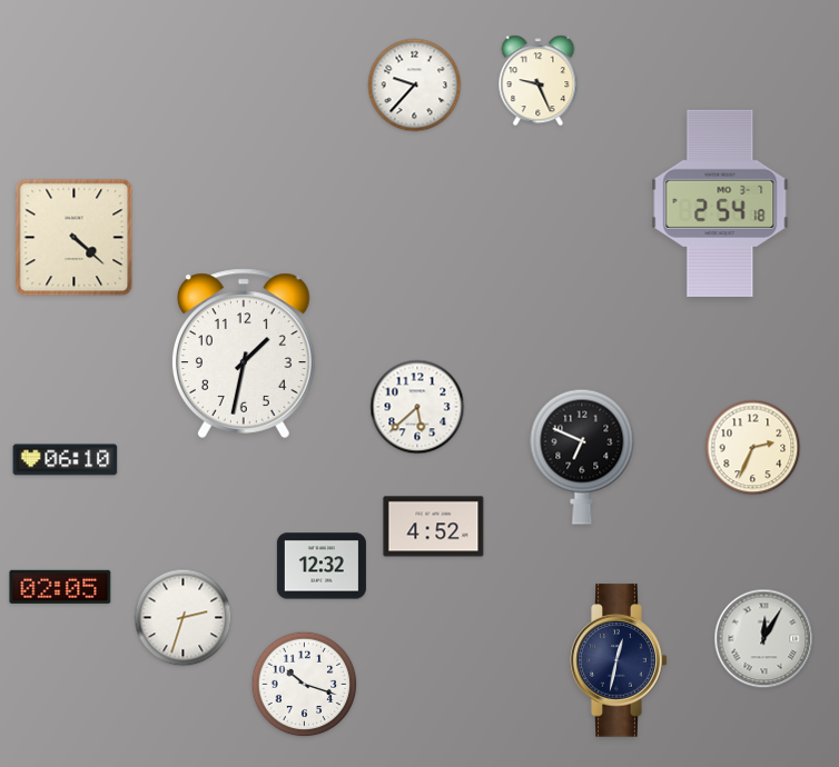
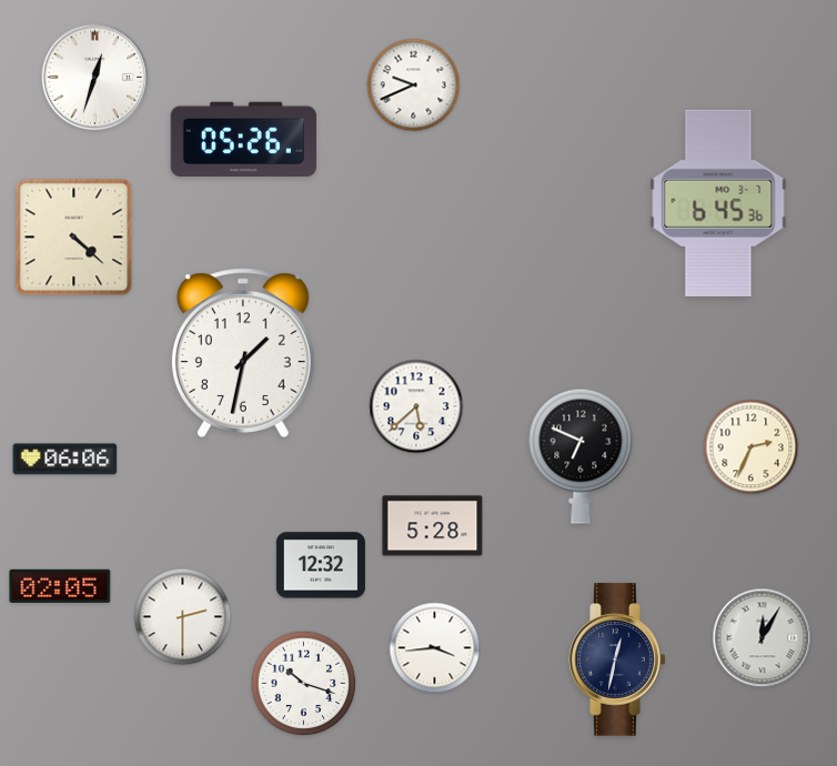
clock at (95, 78): none -> 12:33
clock at (539, 81): 9:26 -> none
clock at (415, 86): 9:37 -> 9:41
clock at (243, 140): none -> 05:26
clock at (720, 203): 2:54 -> 6:45
clock at (66, 460): 06:10 -> 06:06
clock at (434, 527): 4:52 -> 5:28
clock at (184, 618): 2:33 -> 2:30
clock at (435, 648): none -> 3:44
